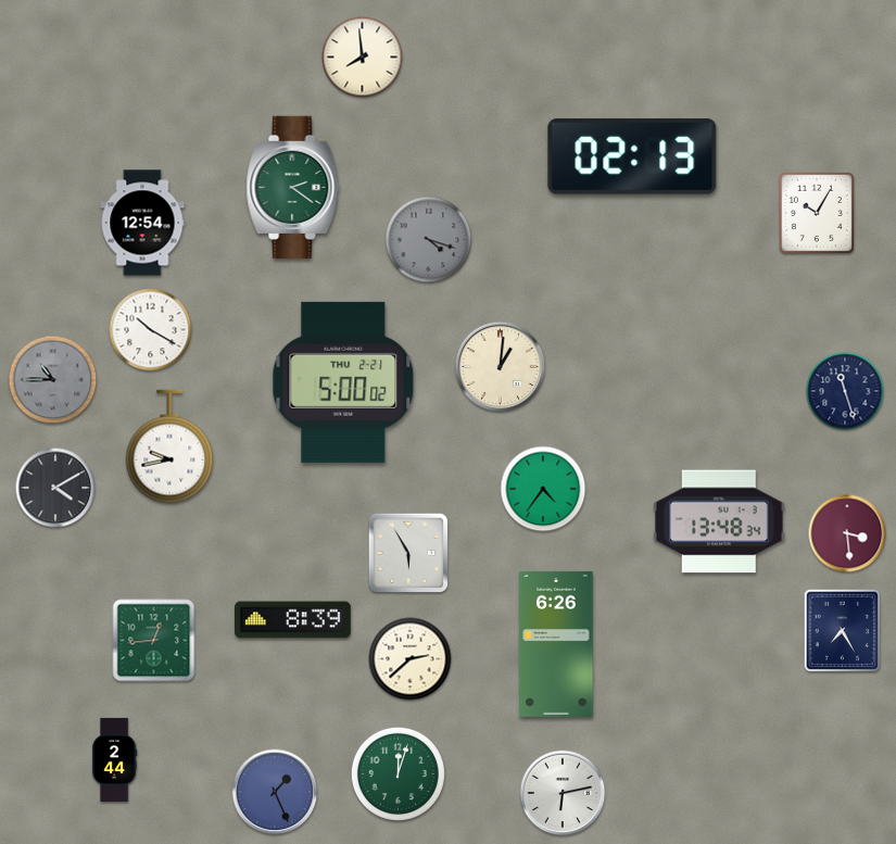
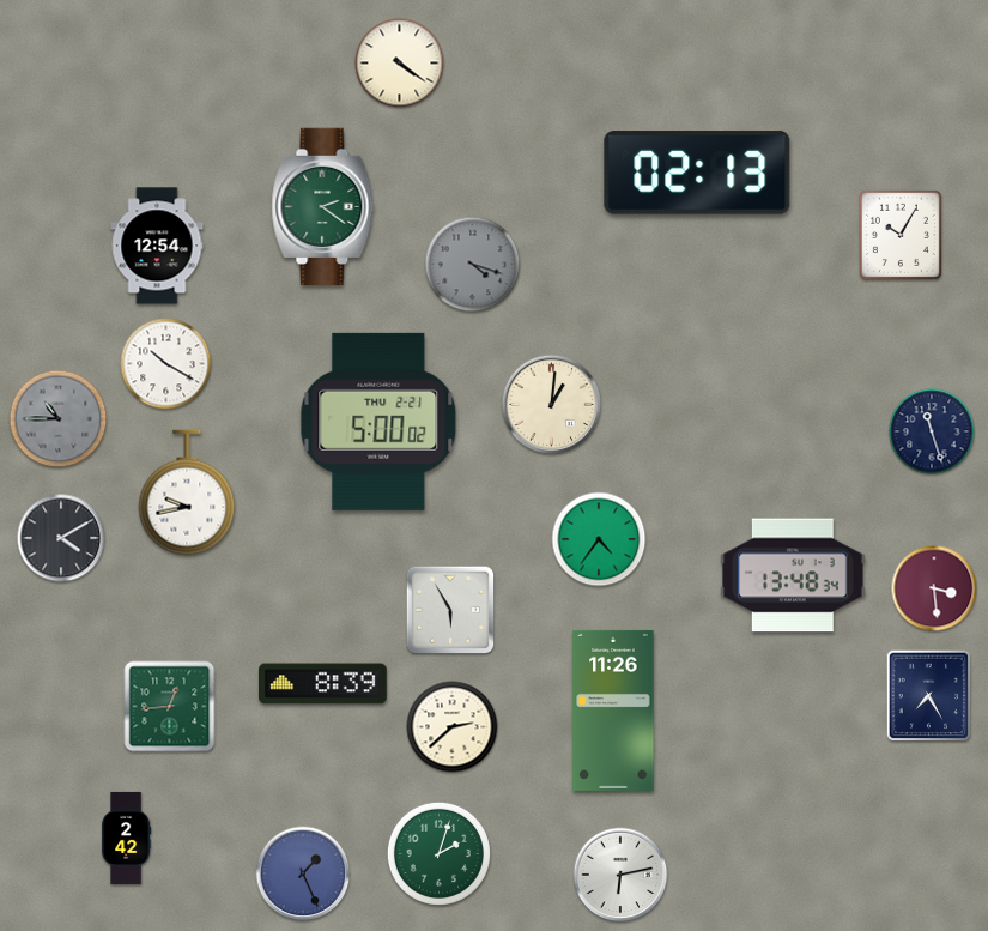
clock at (363, 58): 7:59 -> 4:21
clock at (556, 644): 6:26 -> 11:26
clock at (115, 759): 2:44 -> 2:42
clock at (397, 773): 12:03 -> 2:03
